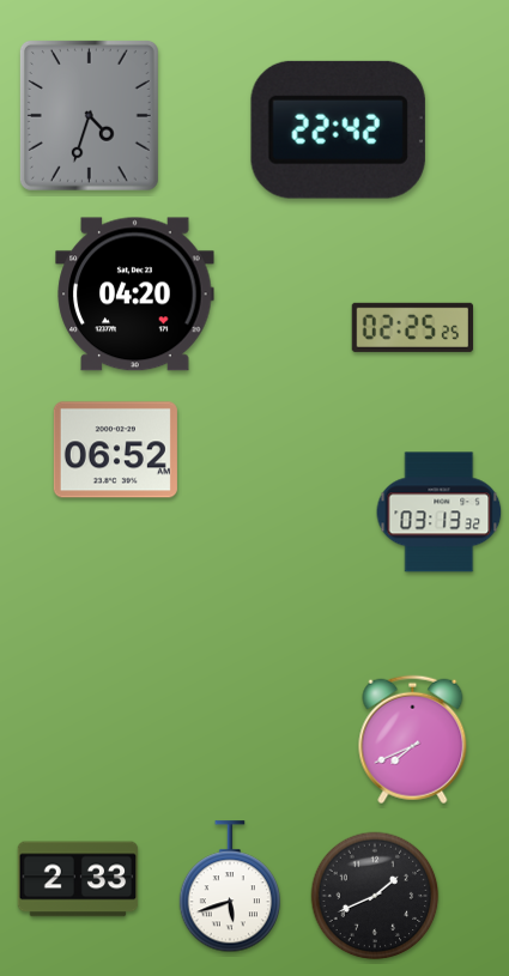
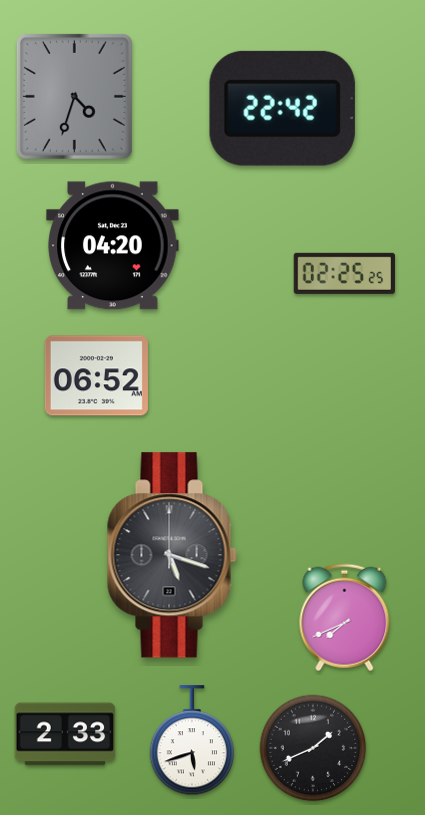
clock at (440, 513): 03:13 -> none
clock at (172, 555): none -> 5:18
